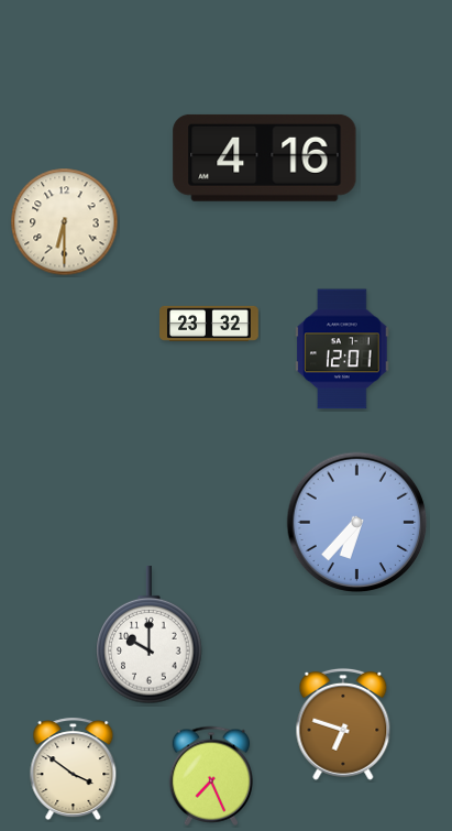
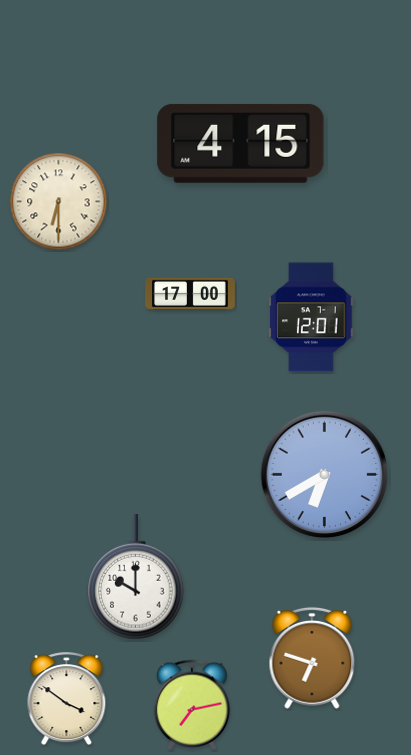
clock at (265, 157): 4:16 -> 4:15
clock at (209, 324): 23:32 -> 17:00
clock at (357, 523): 6:37 -> 6:40
clock at (210, 776): 7:26 -> 7:13
